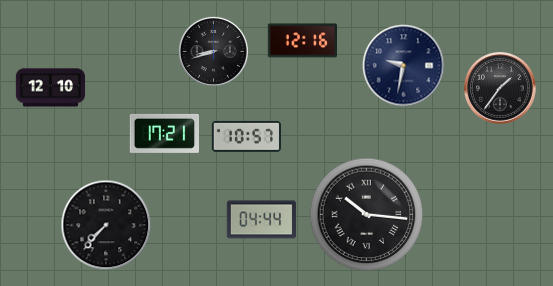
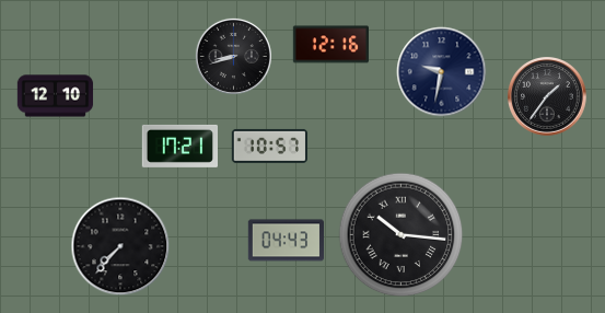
clock at (246, 136) position: (246, 136) -> (269, 146)
clock at (261, 220): 04:44 -> 04:43
clock at (106, 225) position: (106, 225) -> (120, 246)
